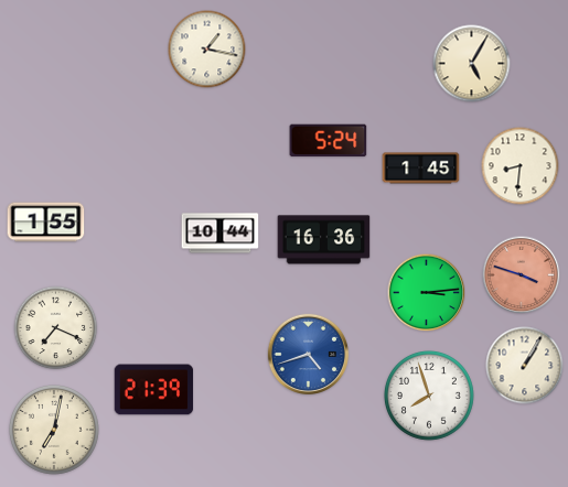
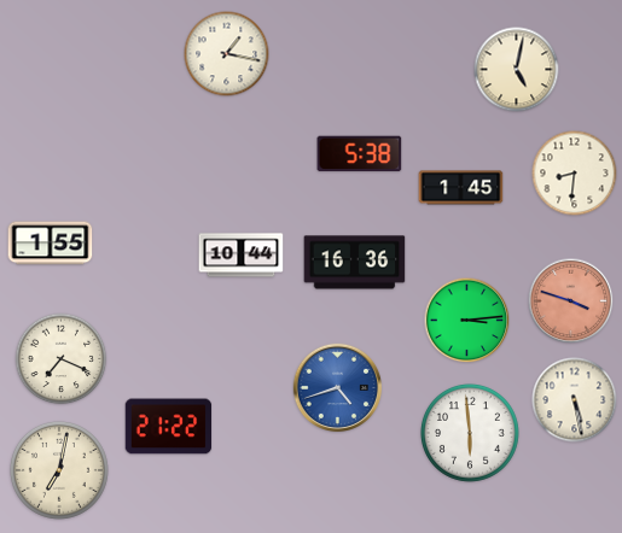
clock at (472, 64): 5:05 -> 5:02
clock at (329, 141): 5:24 -> 5:38
clock at (521, 166) position: (521, 166) -> (575, 174)
clock at (421, 169) position: (421, 169) -> (461, 188)
clock at (525, 366): 1:05 -> 5:28
clock at (154, 390): 21:39 -> 21:22
clock at (429, 396): 7:57 -> 5:59
